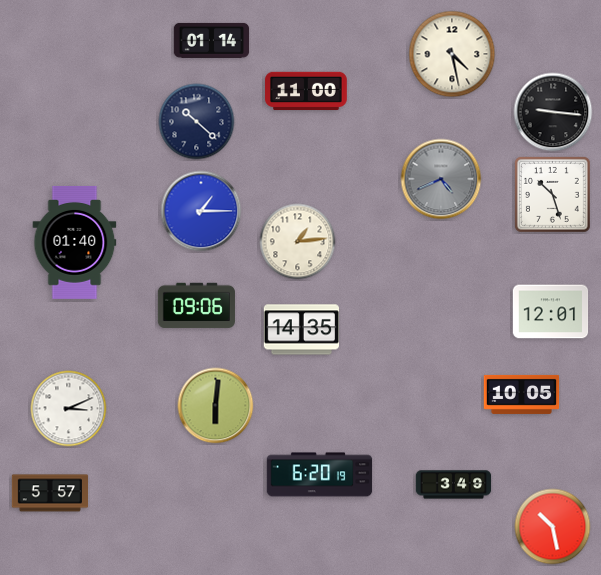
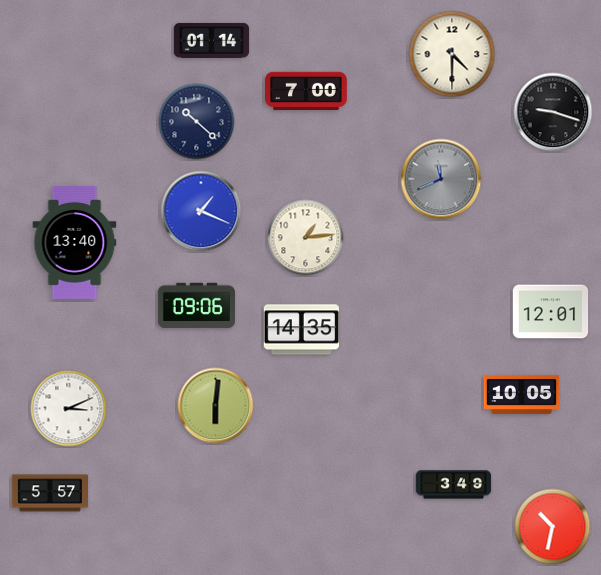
clock at (452, 54): 4:28 -> 4:30
clock at (306, 91): 11:00 -> 7:00
clock at (553, 112): 9:16 -> 9:18
clock at (441, 179): 4:41 -> 11:41
clock at (552, 194): 10:27 -> none
clock at (201, 211): 1:15 -> 1:19
clock at (75, 242): 01:40 -> 13:40
clock at (298, 242) position: (298, 242) -> (306, 238)
clock at (320, 475): 6:20 -> none
clock at (553, 527): 10:28 -> 10:32
